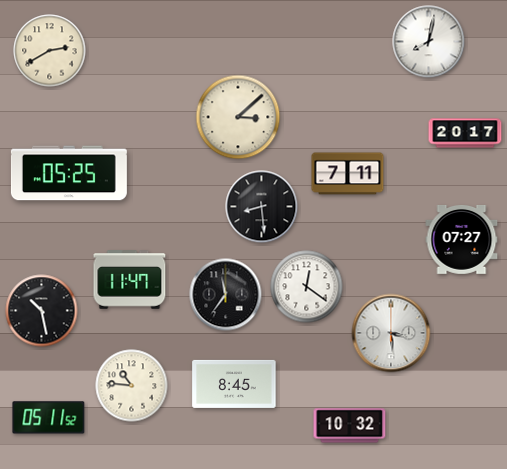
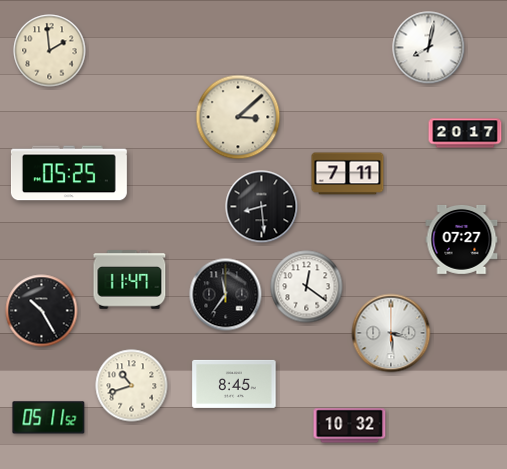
clock at (429, 42) position: (429, 42) -> (429, 48)
clock at (50, 51): 2:40 -> 1:59
clock at (42, 311): 10:28 -> 10:25
clock at (132, 386): 10:46 -> 10:42
